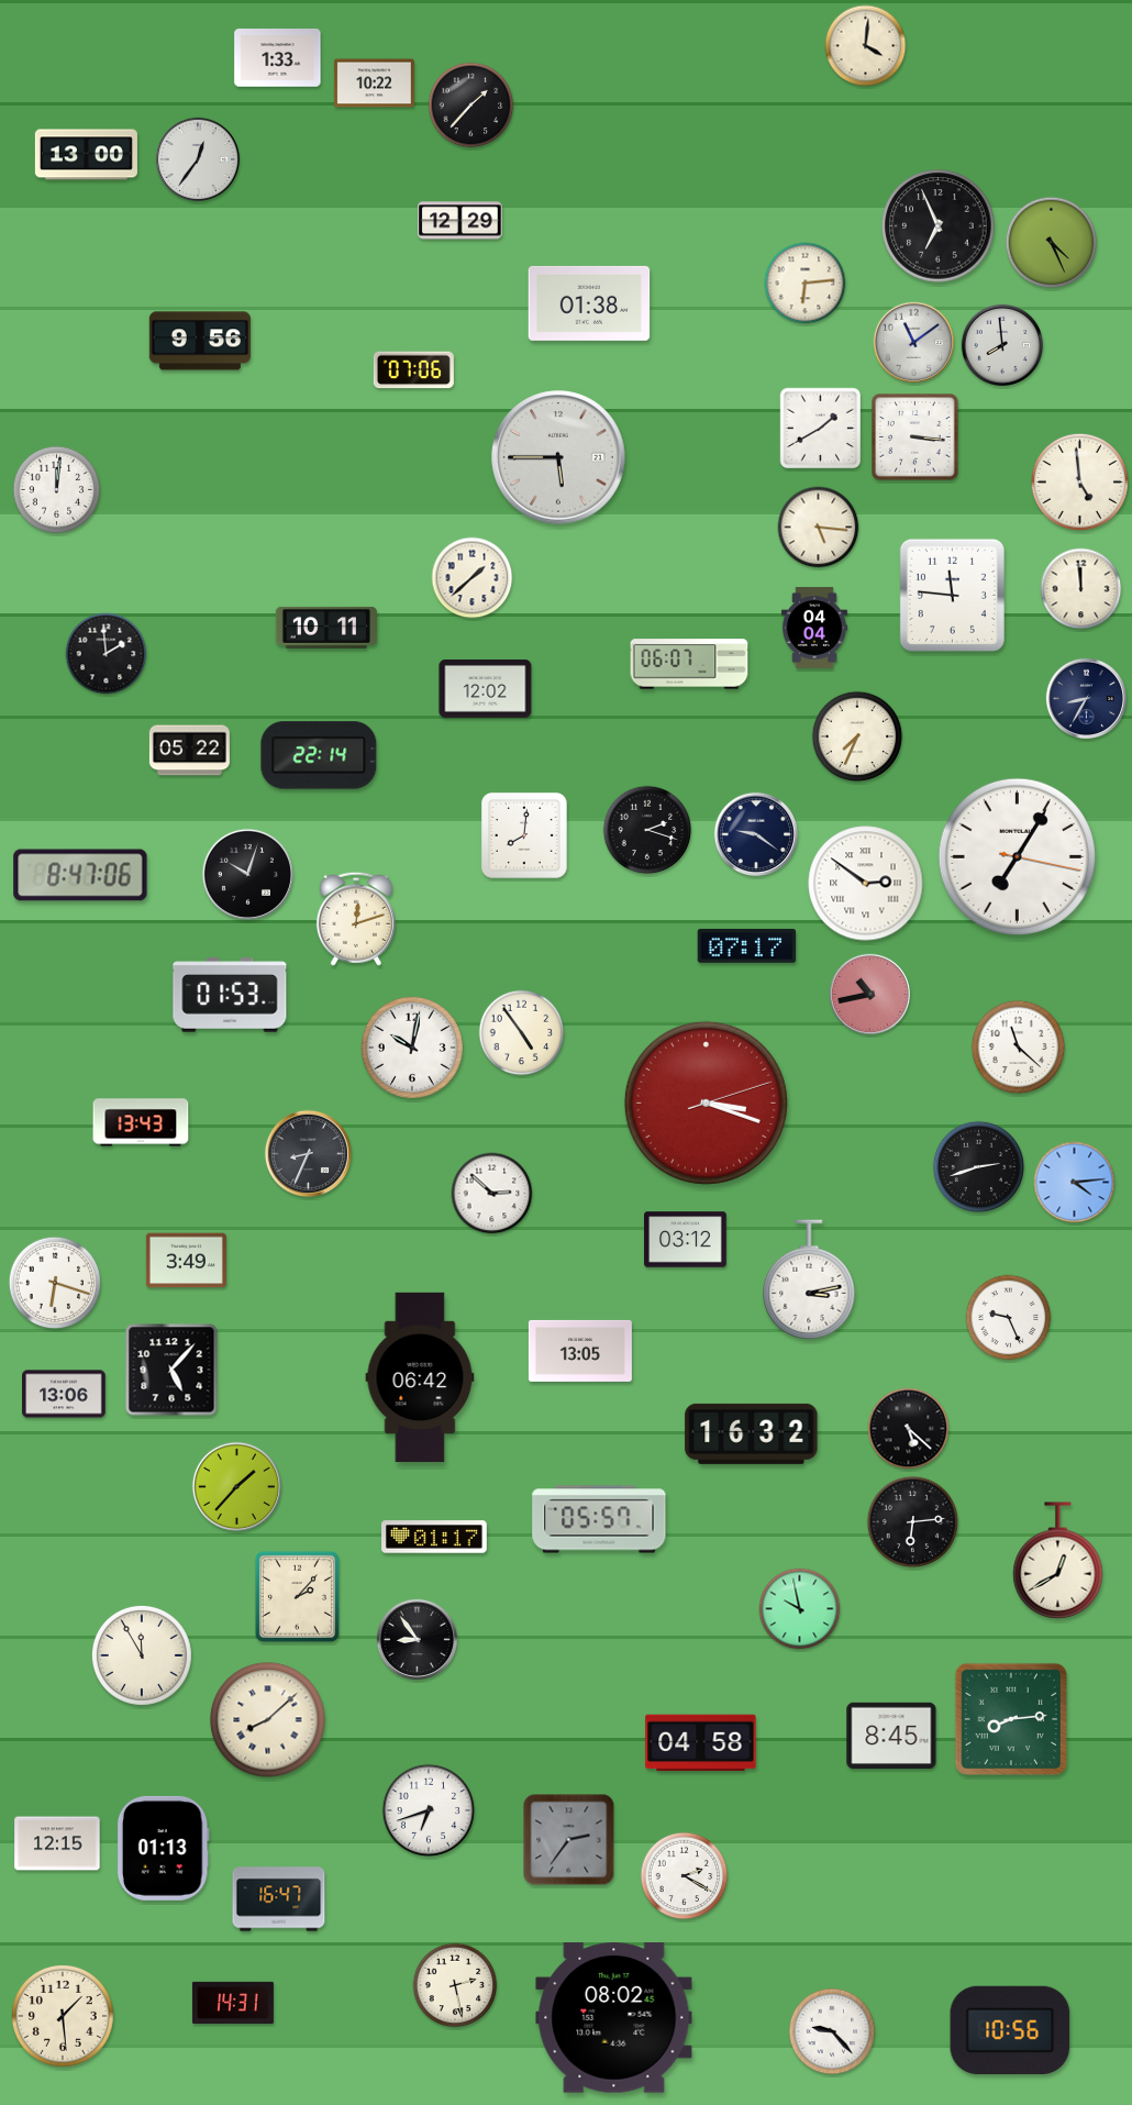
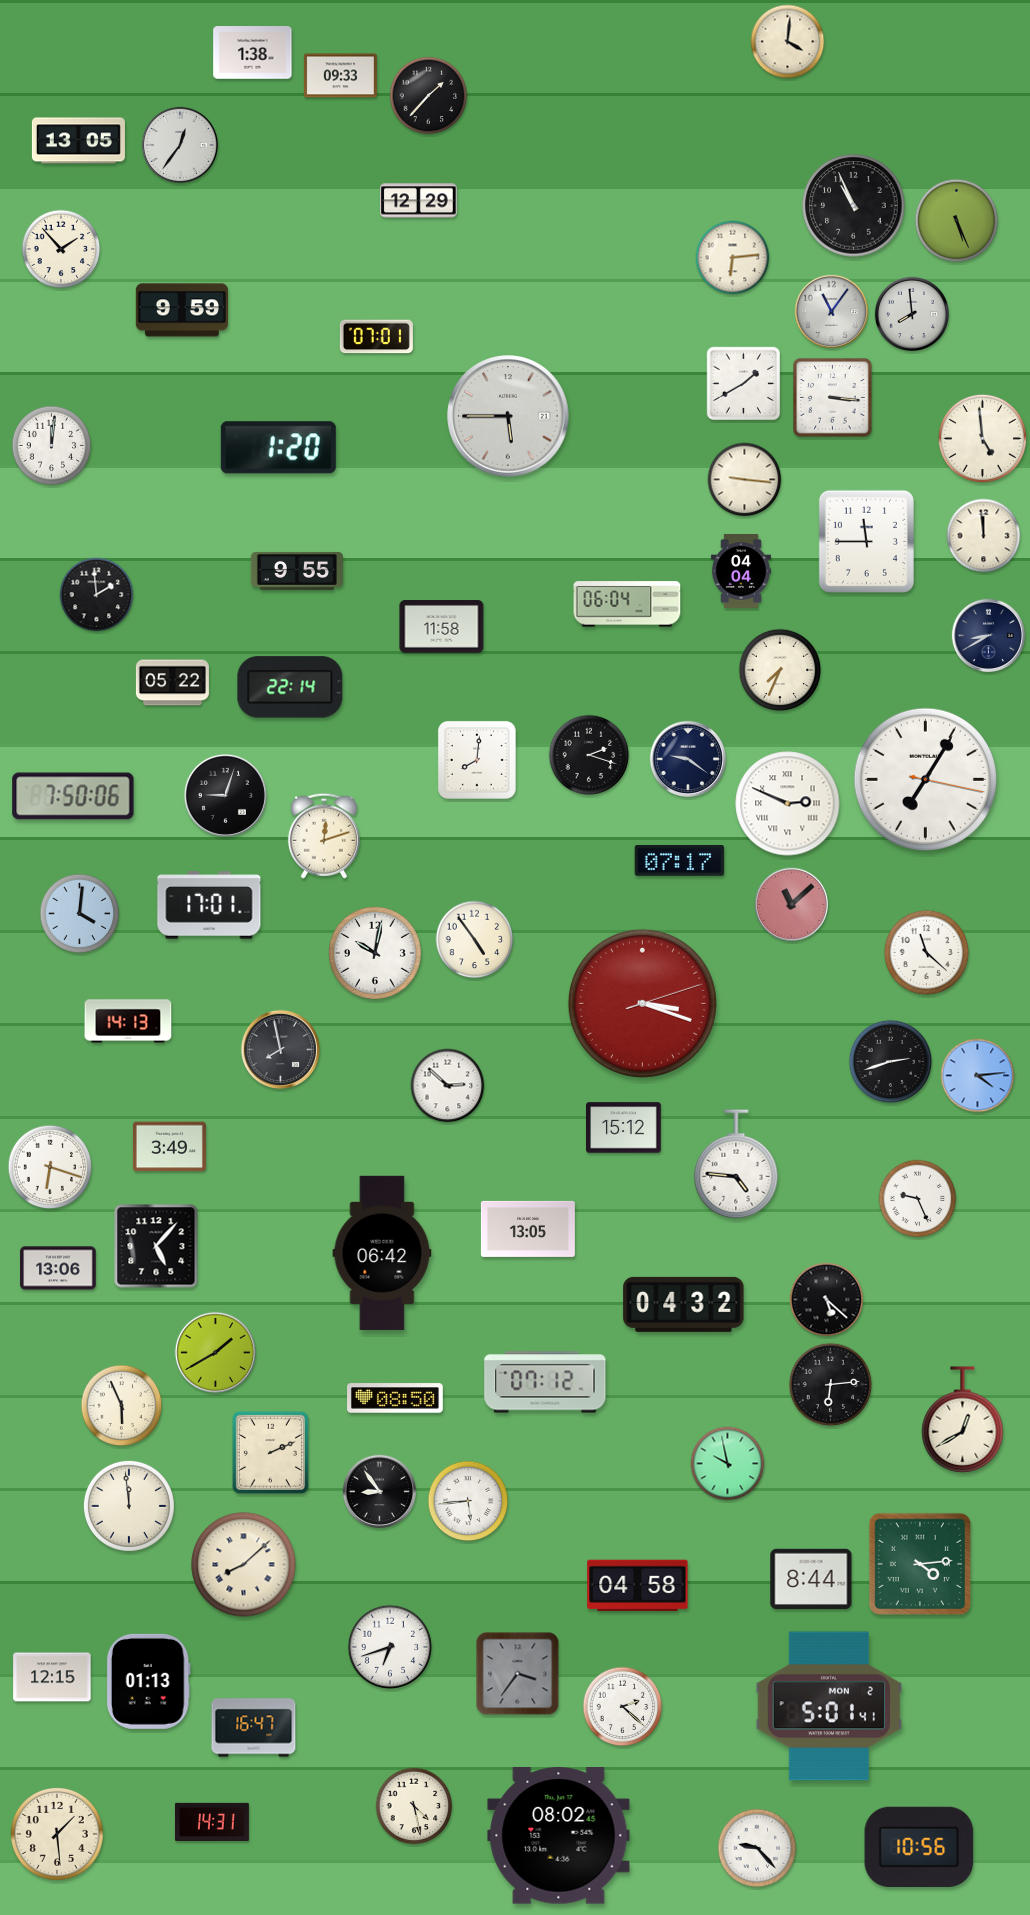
clock at (278, 58): 1:33 -> 1:38
clock at (374, 84): 10:22 -> 09:33
clock at (86, 155): 13:00 -> 13:05
clock at (939, 226): 6:56 -> 10:56
clock at (1052, 243): 4:26 -> 5:26
clock at (61, 249): none -> 1:53
clock at (589, 303): 01:38 -> none
clock at (200, 341): 9:56 -> 9:59
clock at (913, 342): 11:09 -> 11:06
clock at (413, 370): 07:06 -> 07:01
clock at (821, 429) position: (821, 429) -> (744, 384)
clock at (278, 448): none -> 1:20
clock at (819, 528): 5:16 -> 9:16
clock at (473, 578): 1:38 -> none
clock at (952, 595): 11:46 -> 11:45
clock at (325, 628): 10:11 -> 9:55
clock at (689, 664): 06:07 -> 06:04
clock at (486, 689): 12:02 -> 11:58
clock at (1086, 698): 8:35 -> 8:40
clock at (247, 874): 10:03 -> 9:03
clock at (80, 875): 8:47 -> 7:50
clock at (866, 884): 2:51 -> 2:49
clock at (869, 994): 10:43 -> 11:08
clock at (230, 995): 01:53 -> 17:01
clock at (80, 914): none -> 4:01
clock at (141, 1122): 13:43 -> 14:13
clock at (308, 1153): 8:34 -> 7:58
clock at (686, 1240): 03:12 -> 15:12
clock at (809, 1279): 3:13 -> 4:46
clock at (752, 1433): 16:32 -> 04:32
clock at (236, 1486): 1:37 -> 1:40
clock at (599, 1519): 05:57 -> 07:12
clock at (435, 1537): 01:17 -> 08:50
clock at (122, 1406): none -> 5:56
clock at (297, 1596): 2:07 -> 2:11
clock at (468, 1501): none -> 5:44
clock at (142, 1655): 11:55 -> 11:59
clock at (1010, 1718): 8:14 -> 4:14
clock at (891, 1736): 8:45 -> 8:44
clock at (569, 1840): 2:36 -> 3:36
clock at (829, 1706): none -> 5:01
clock at (685, 1876): 2:20 -> 2:22
clock at (455, 1985): 2:28 -> 4:28
